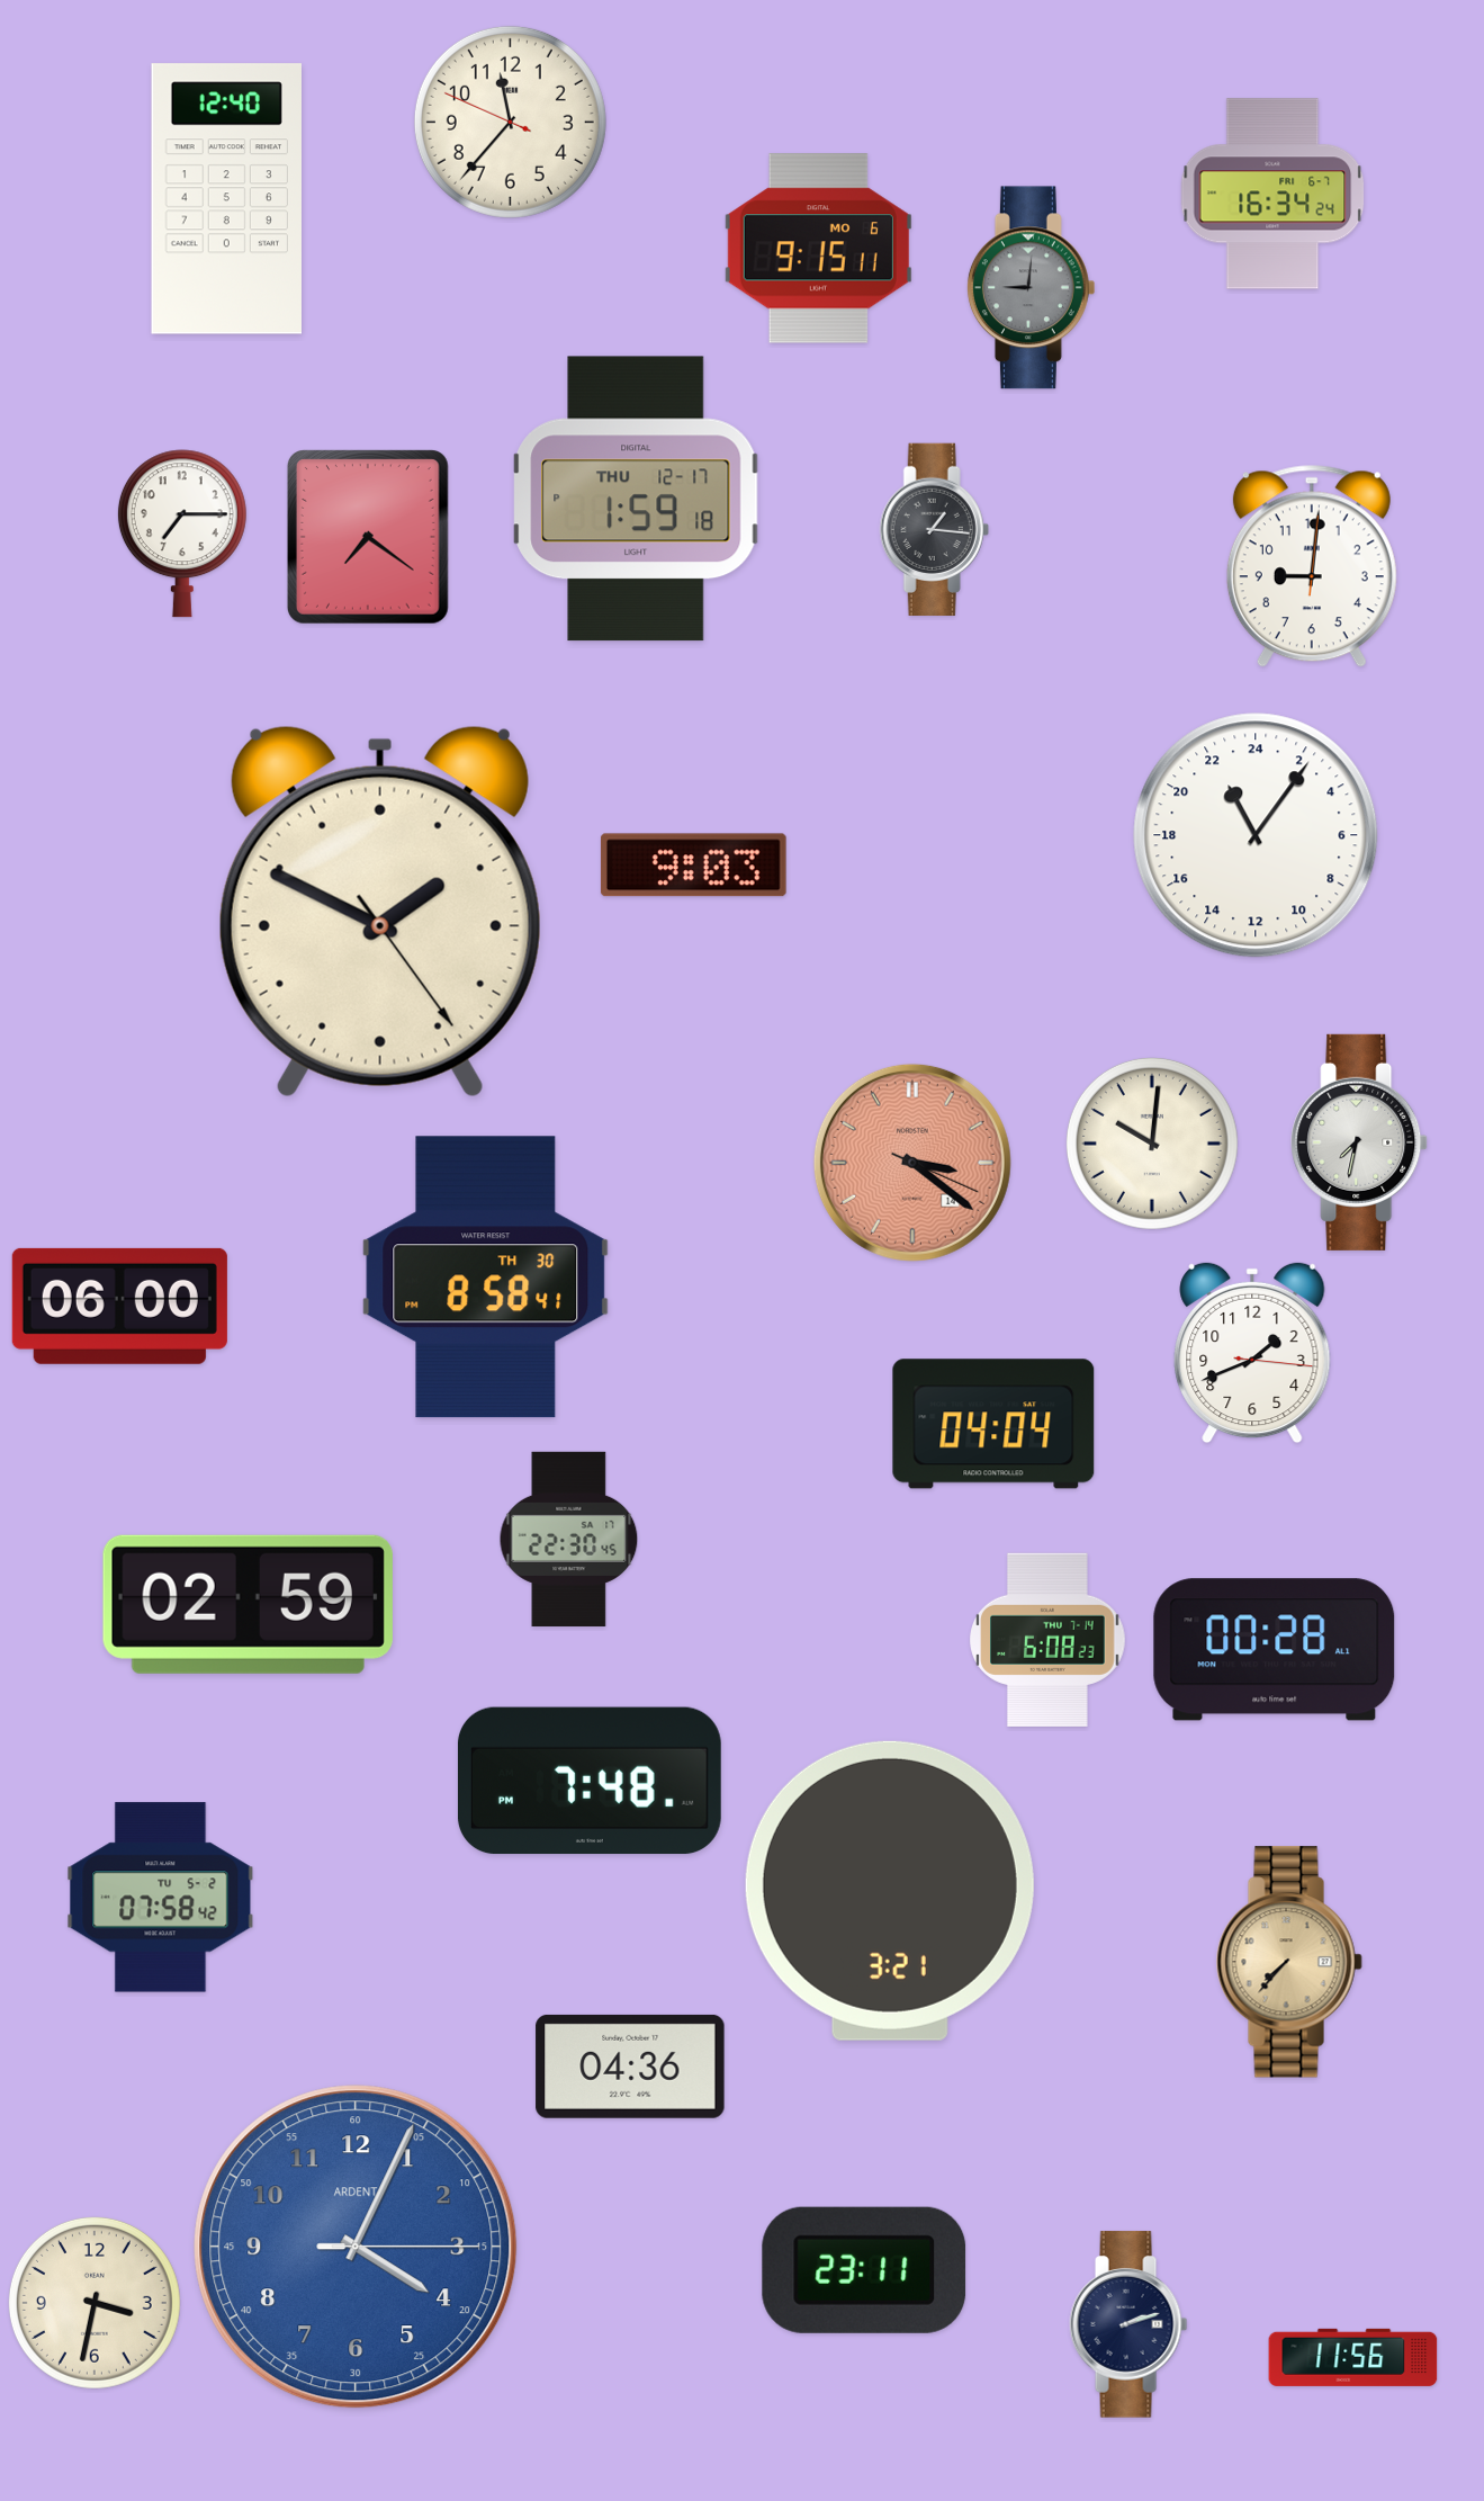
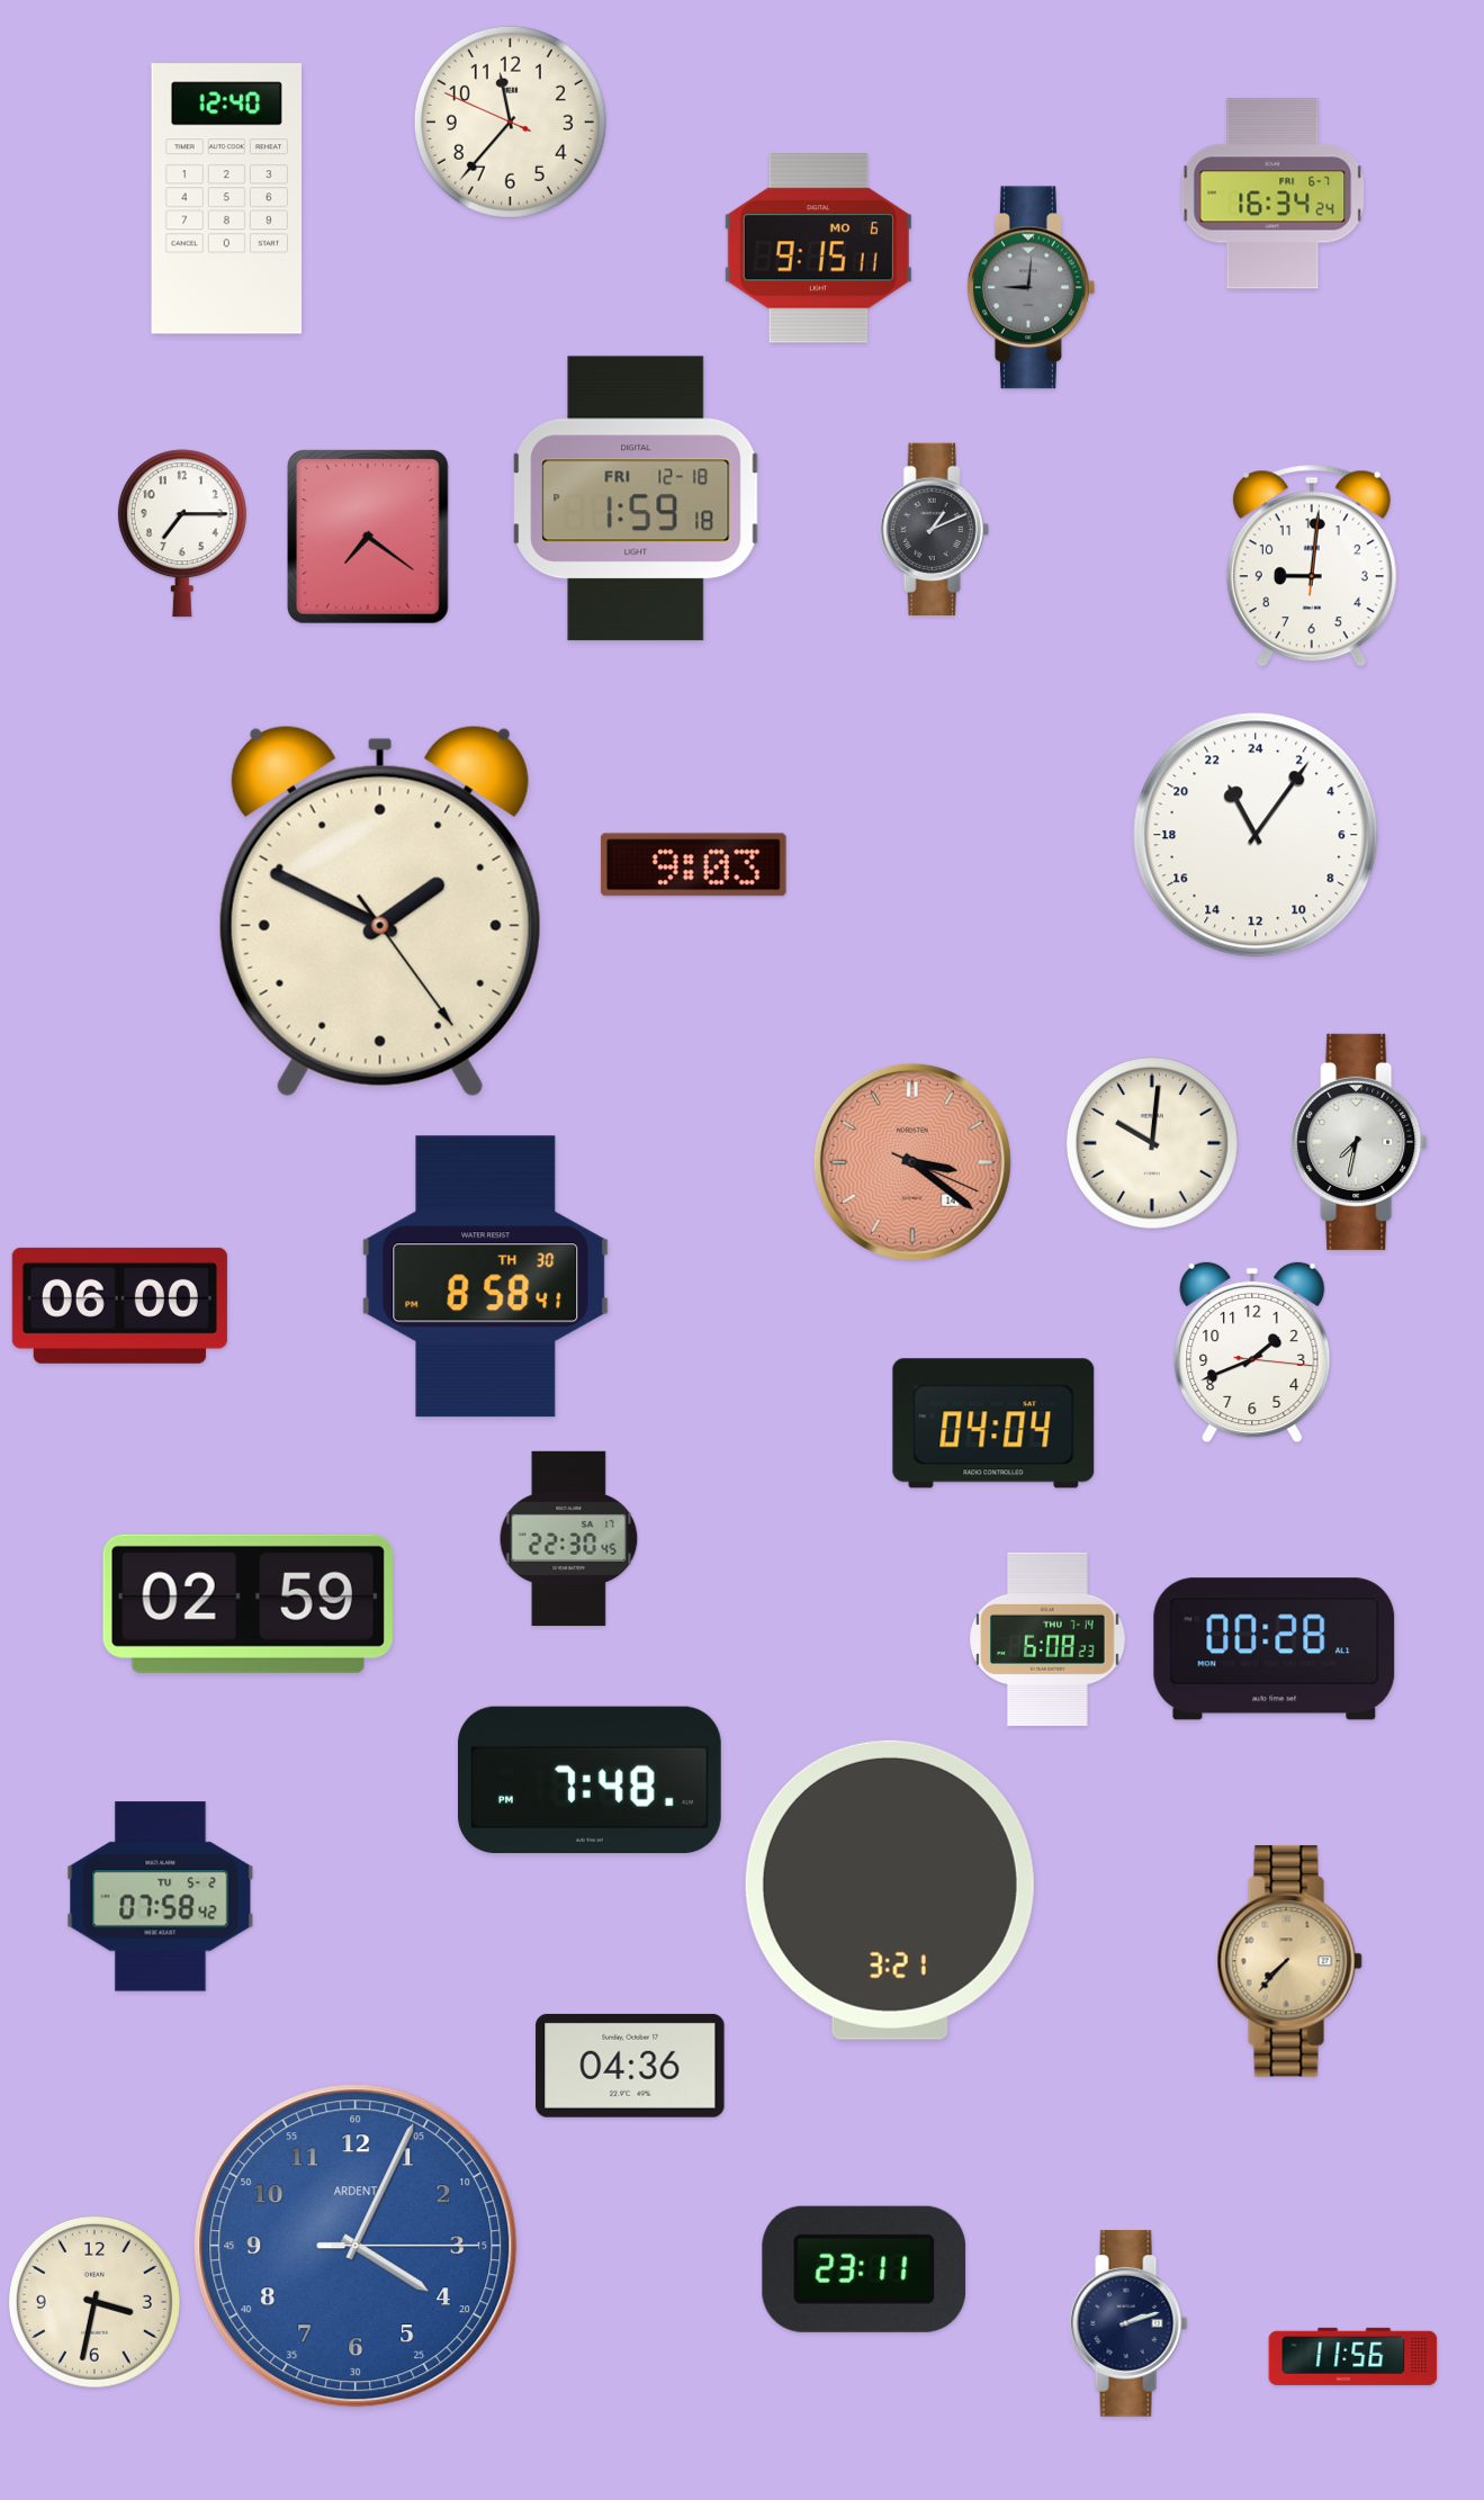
clock at (636, 499) date: THU 12-17 -> FRI 12-18
clock at (934, 529): 1:16 -> 1:11
